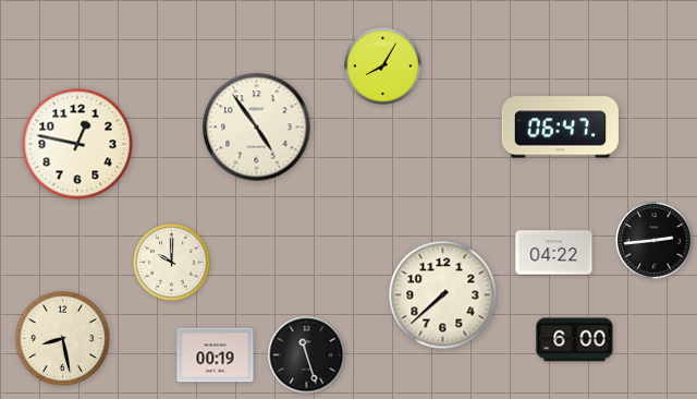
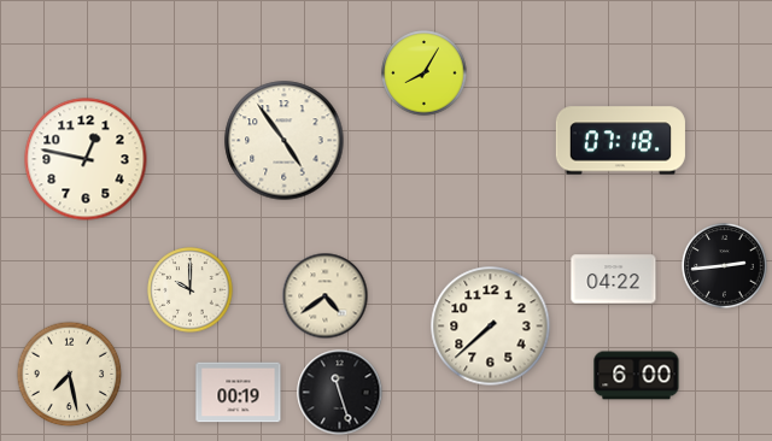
clock at (560, 128): 06:47 -> 07:18
clock at (326, 296): none -> 4:39
clock at (63, 339): 8:28 -> 7:28
